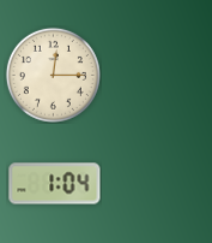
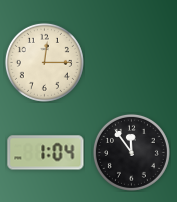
clock at (131, 152): none -> 11:54
